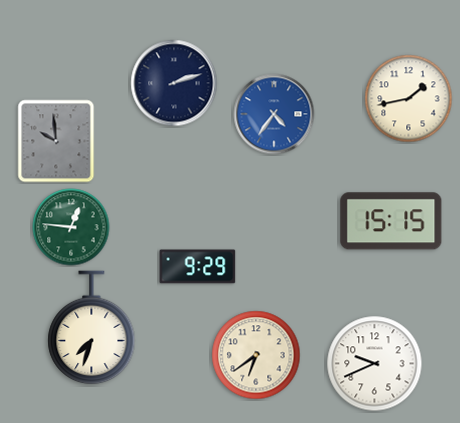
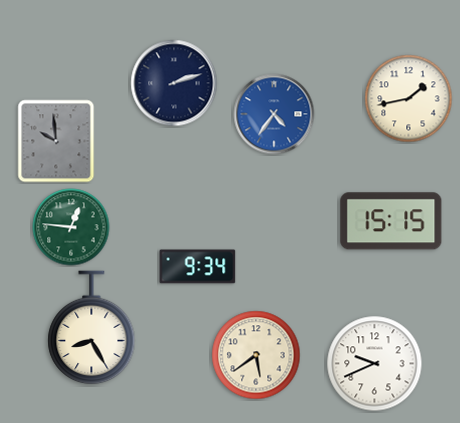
clock at (198, 267): 9:29 -> 9:34
clock at (92, 328): 7:33 -> 8:25
clock at (256, 355): 6:39 -> 5:39
